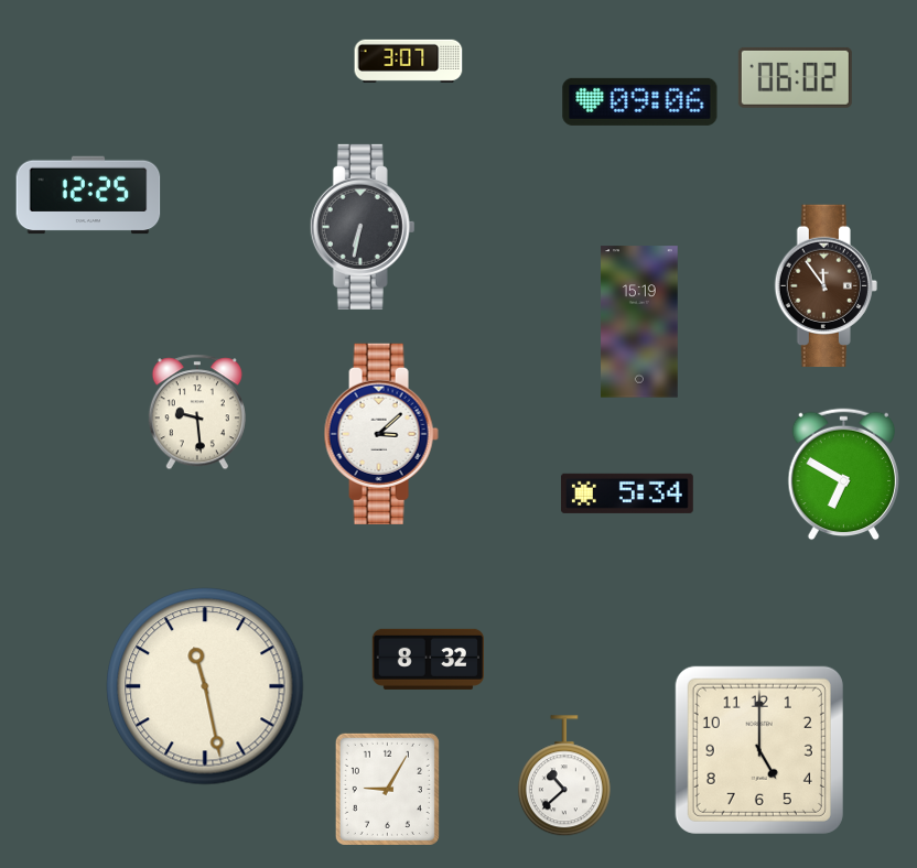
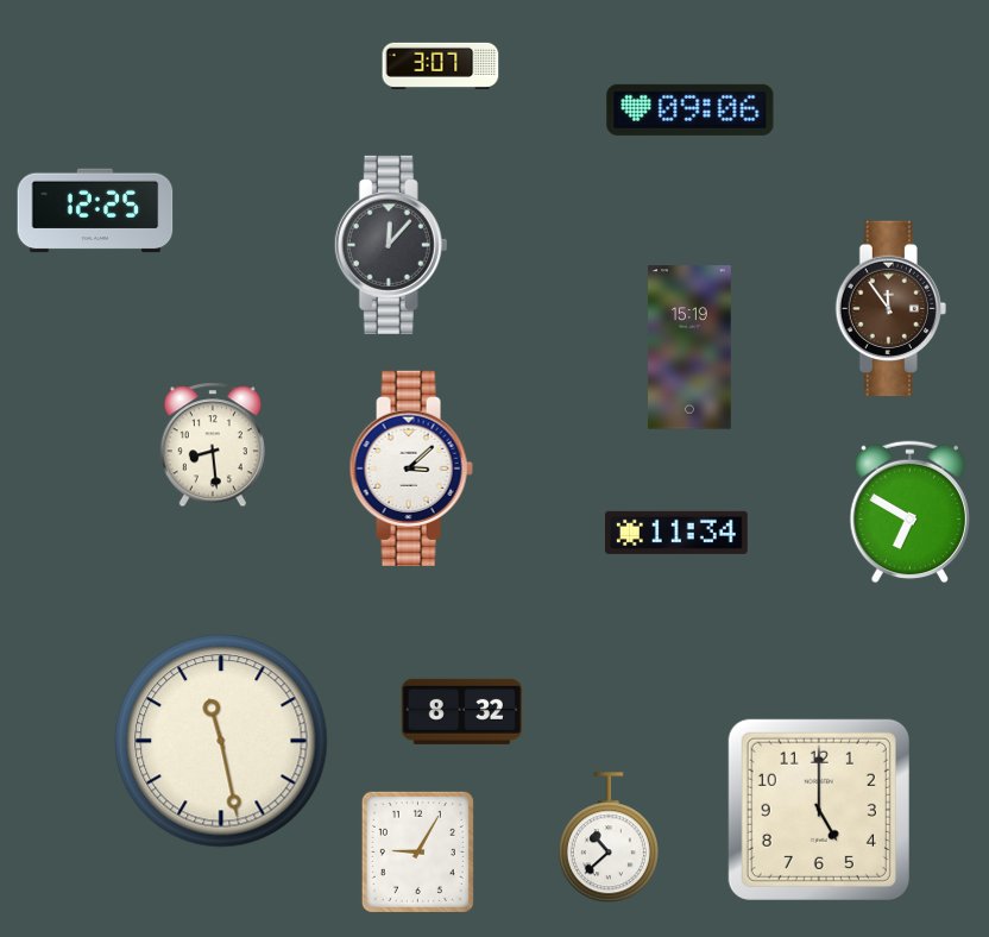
clock at (795, 77): 06:02 -> none
clock at (363, 227): 6:32 -> 12:07
clock at (197, 412): 9:29 -> 8:29
clock at (627, 493): 5:34 -> 11:34
